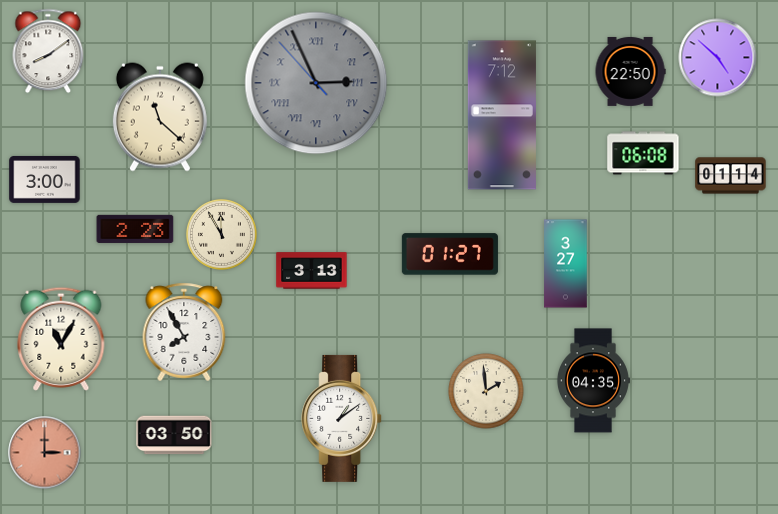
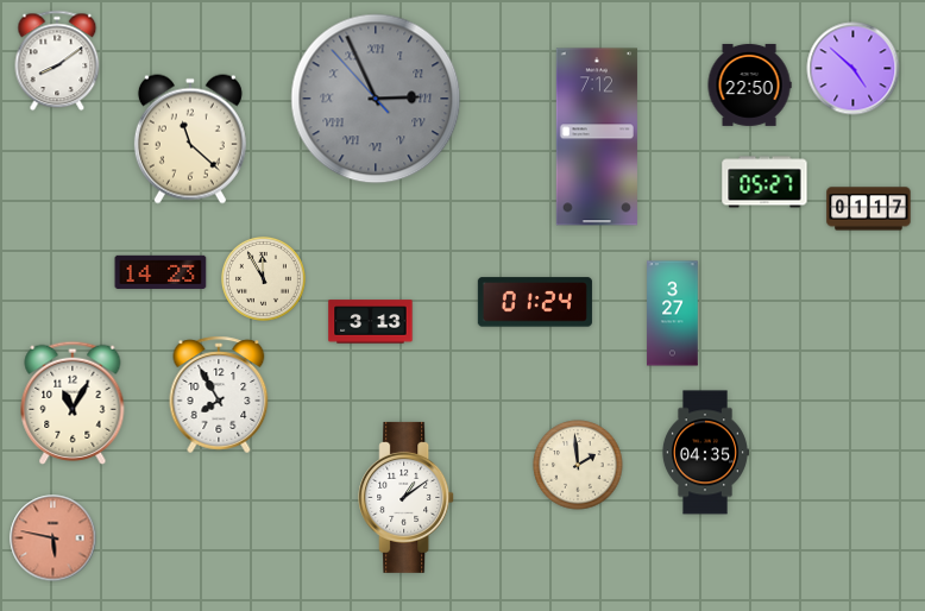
clock at (643, 153): 06:08 -> 05:27
clock at (731, 176): 01:14 -> 01:17
clock at (45, 179): 3:00 -> none
clock at (135, 229): 2:23 -> 14:23
clock at (450, 254): 01:27 -> 01:24
clock at (174, 435): 03:50 -> none
clock at (45, 453): 3:00 -> 5:47
